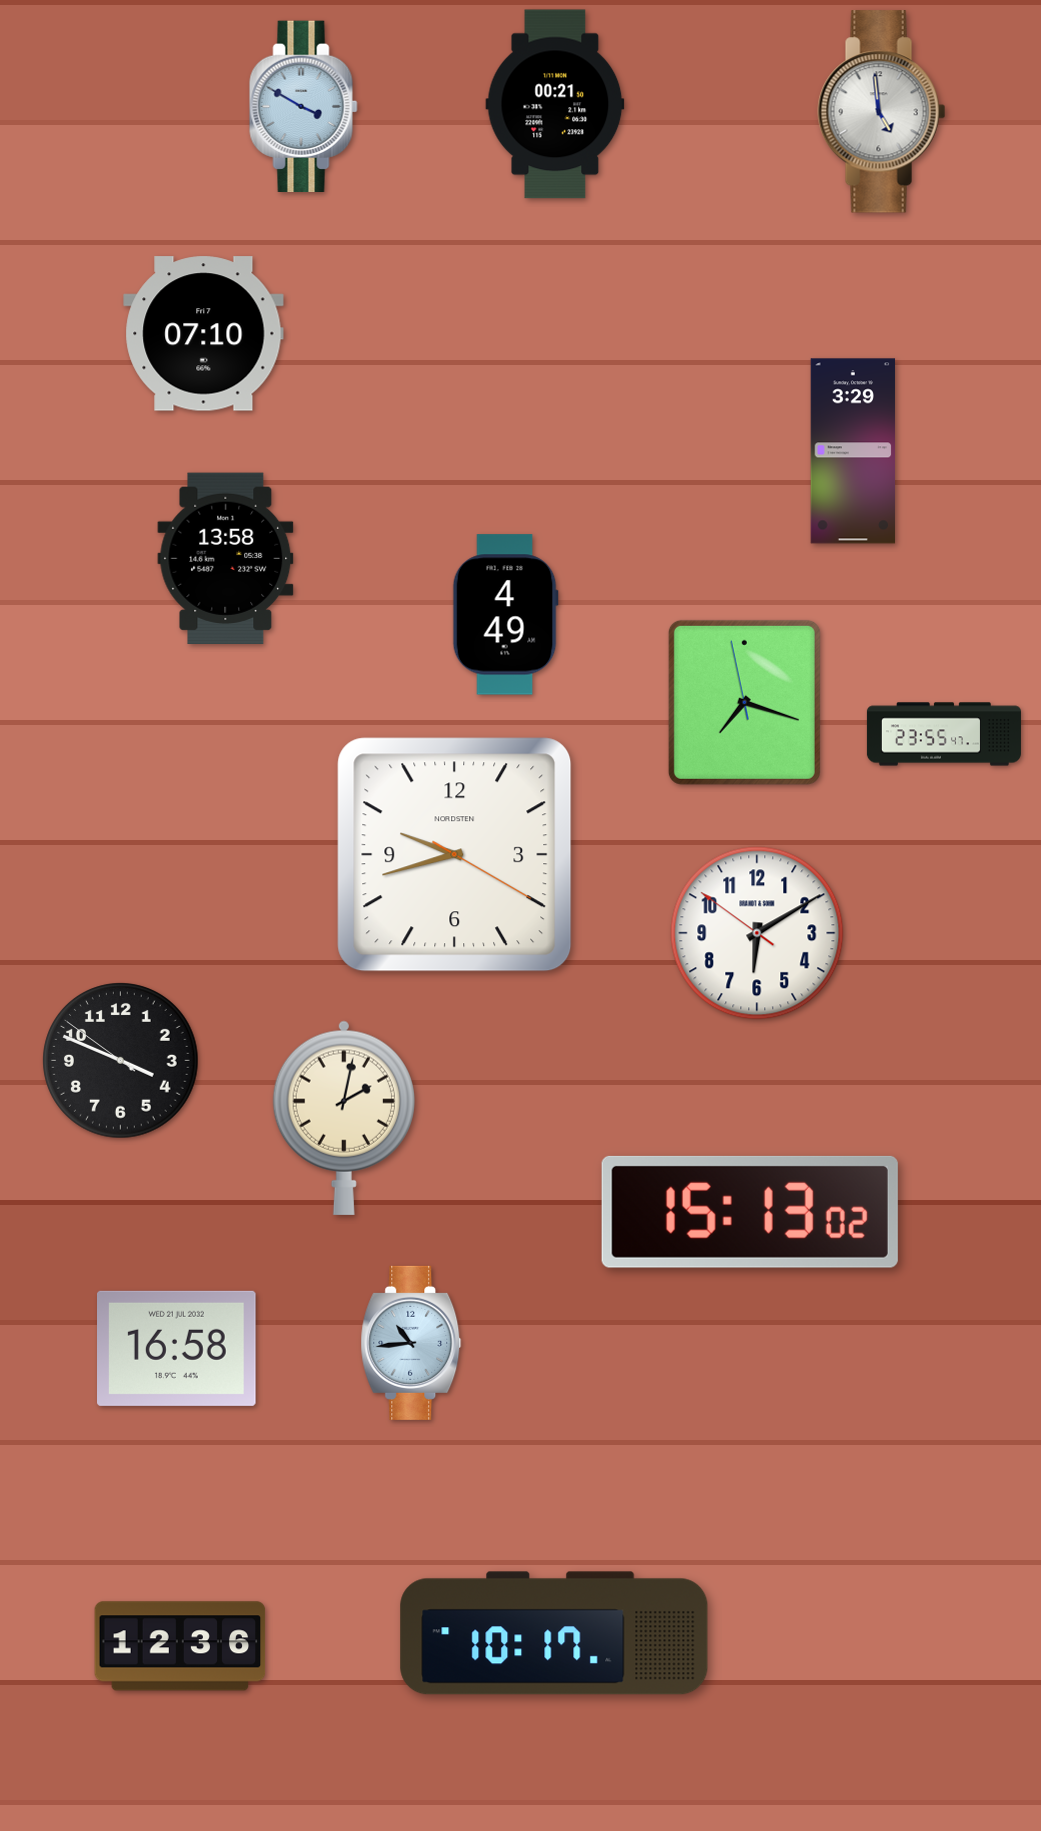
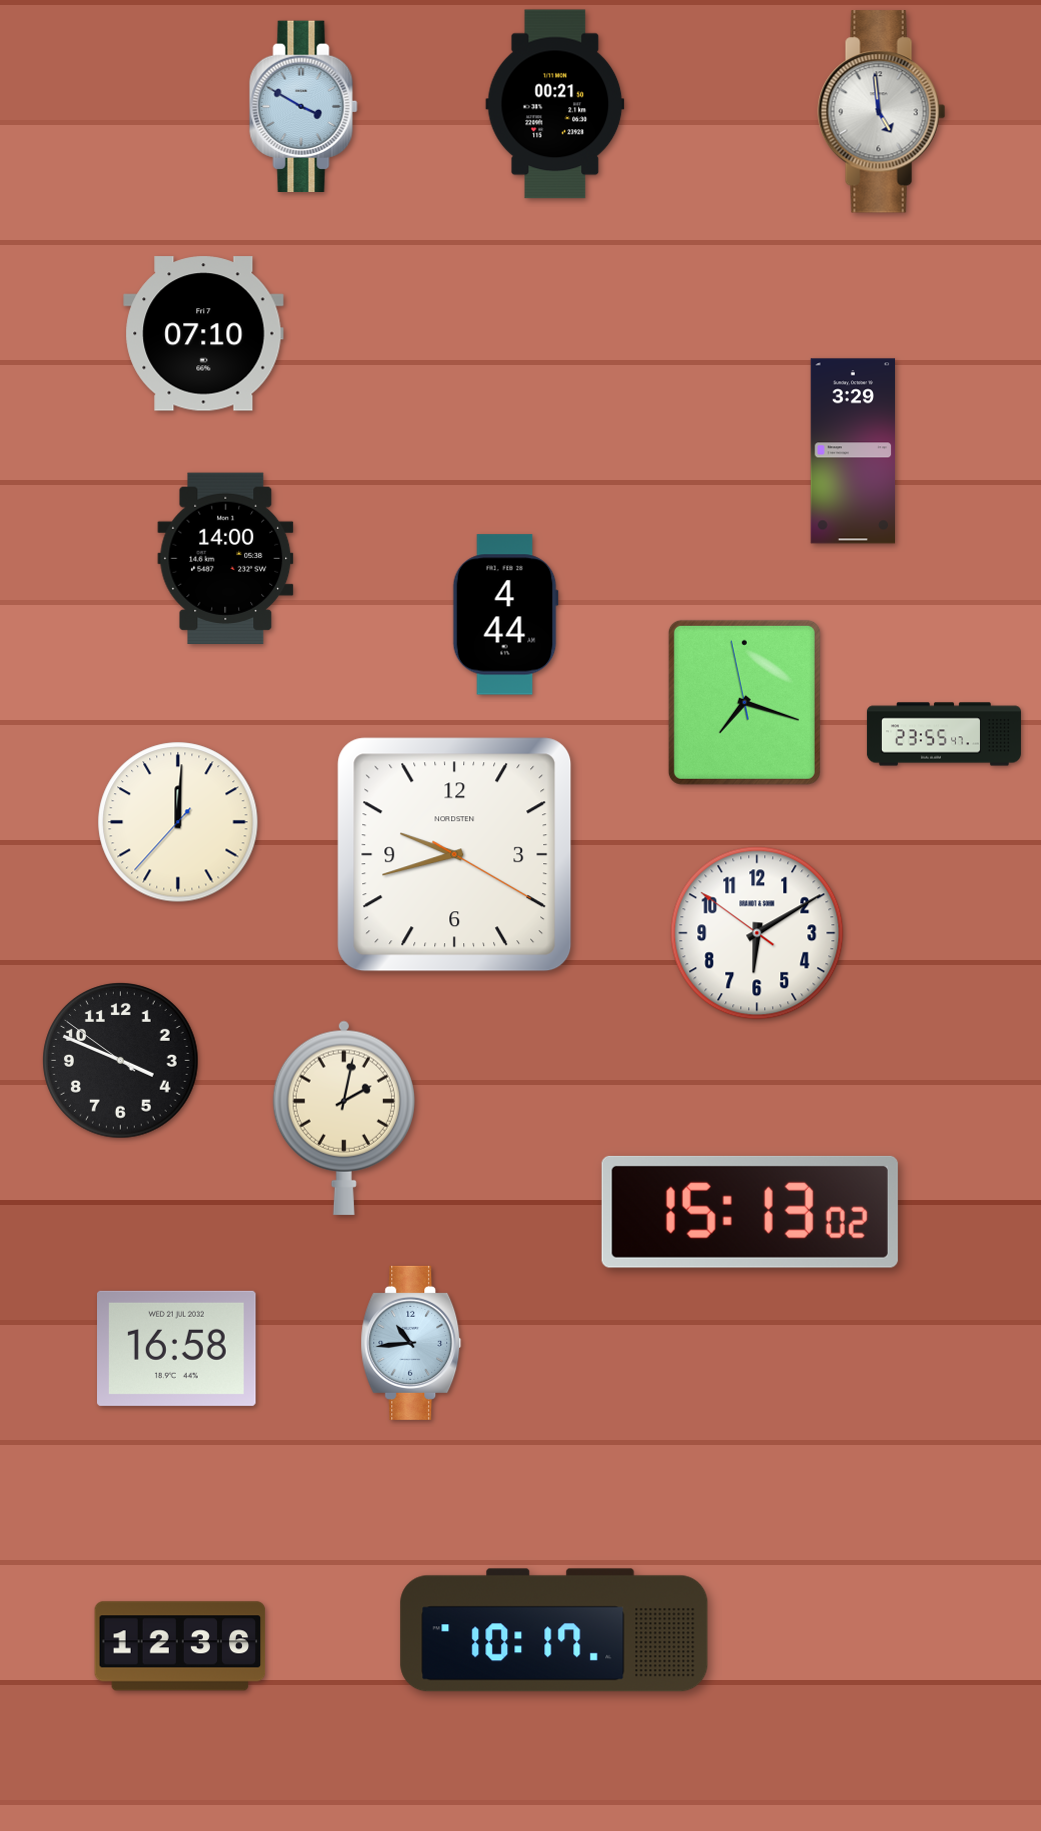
clock at (226, 558): 13:58 -> 14:00
clock at (505, 615): 4:49 -> 4:44
clock at (178, 822): none -> 12:00
clock at (554, 1633) position: (554, 1633) -> (554, 1630)
